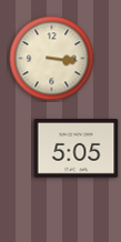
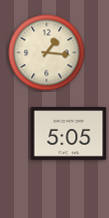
clock at (52, 59): 3:16 -> 1:16
